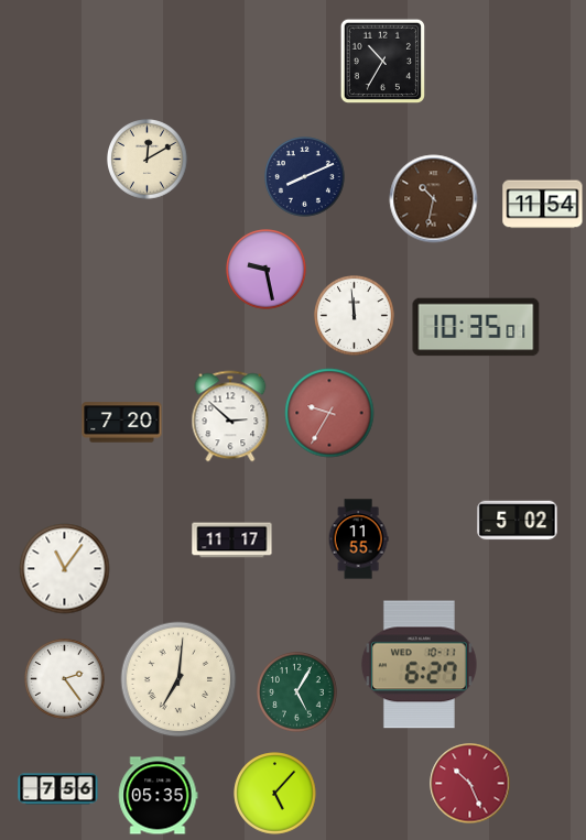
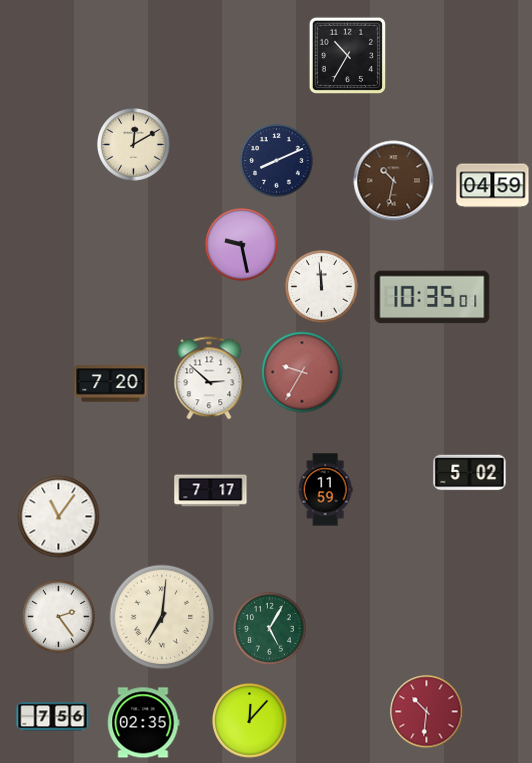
clock at (543, 205): 11:54 -> 04:59
clock at (329, 413) position: (329, 413) -> (302, 372)
clock at (358, 539): 11:55 -> 11:59
clock at (232, 541): 11:17 -> 7:17
clock at (419, 665): 6:27 -> none
clock at (470, 784): 10:26 -> 10:31
clock at (275, 794): 5:07 -> 12:07
clock at (159, 796): 05:35 -> 02:35
